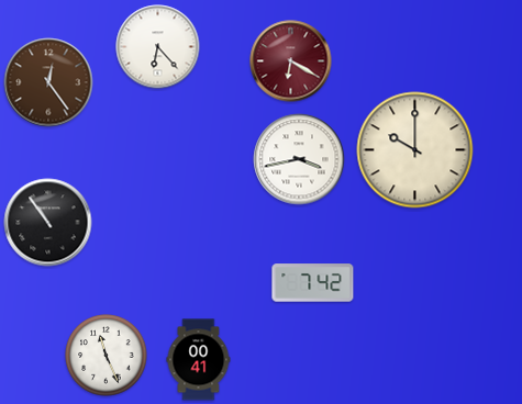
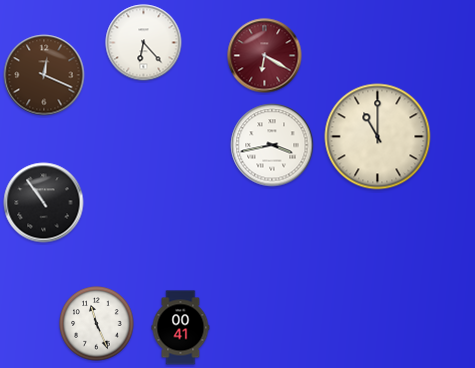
clock at (48, 82): 12:24 -> 12:19
clock at (415, 150): 10:00 -> 11:00
clock at (313, 283): 7:42 -> none
